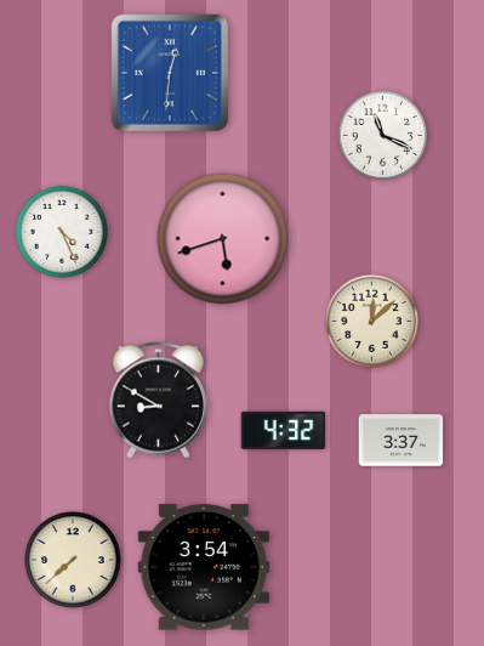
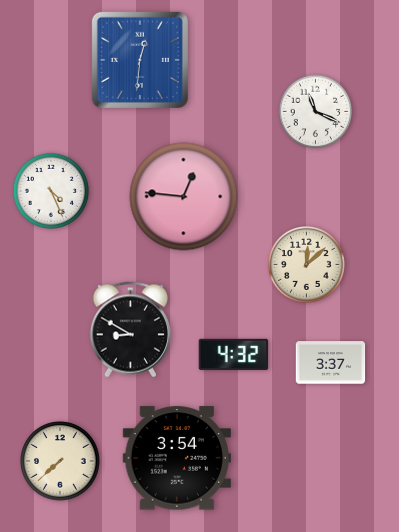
clock at (223, 239): 5:42 -> 12:46
clock at (203, 567) position: (203, 567) -> (176, 458)
